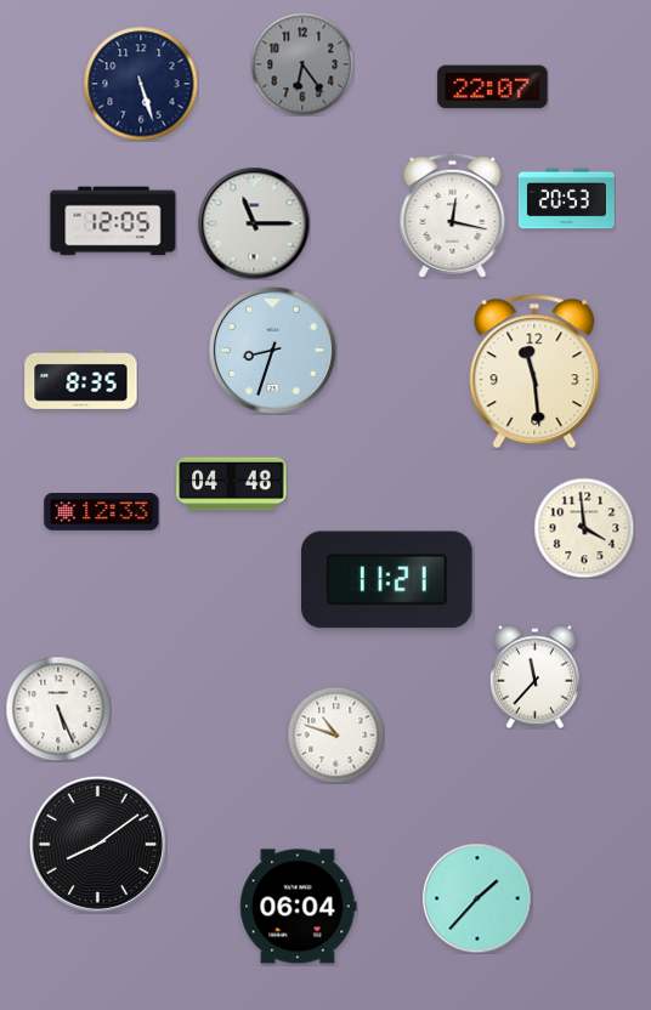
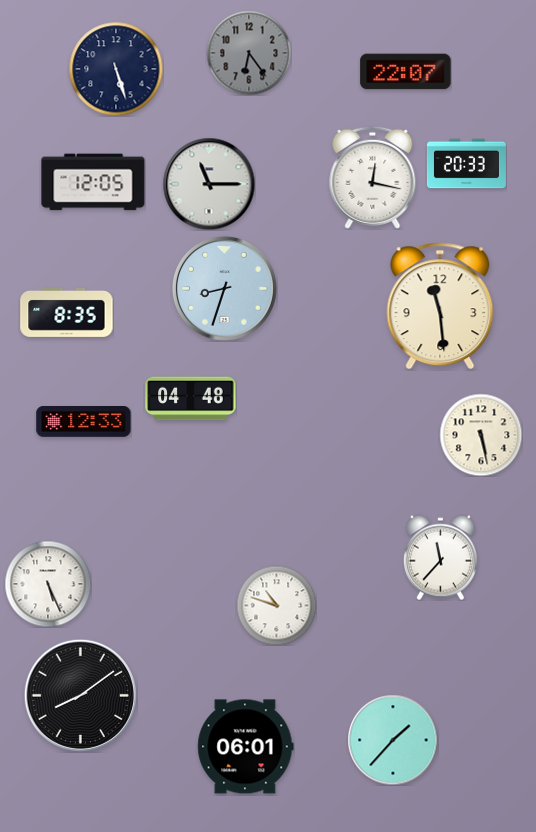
clock at (566, 199): 20:53 -> 20:33
clock at (584, 528): 3:59 -> 5:28
clock at (387, 580): 11:21 -> none
clock at (299, 907): 06:04 -> 06:01
